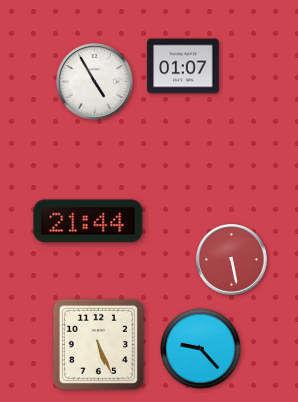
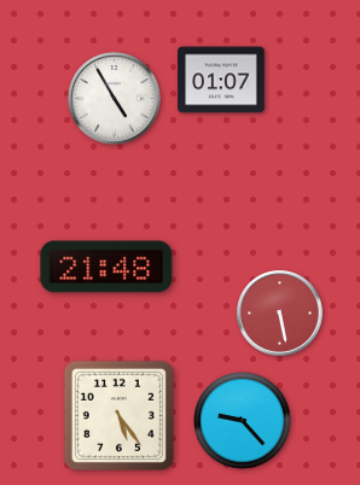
clock at (88, 221): 21:44 -> 21:48
clock at (98, 344): 5:26 -> 5:24
